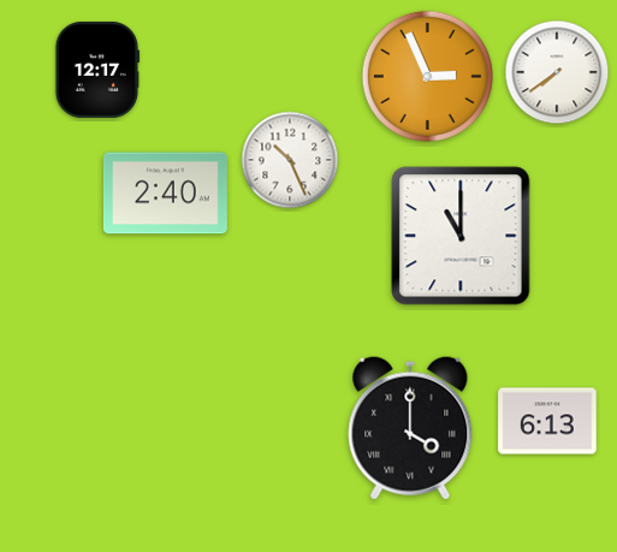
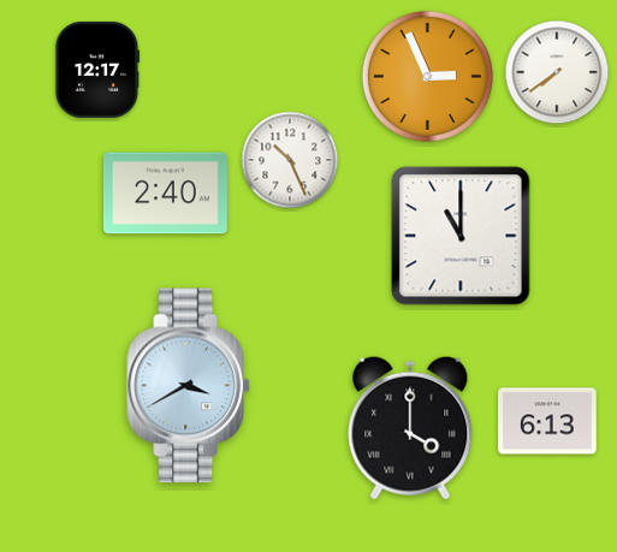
clock at (188, 386): none -> 3:40
